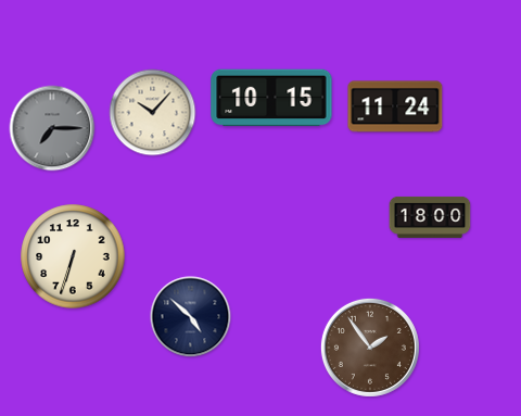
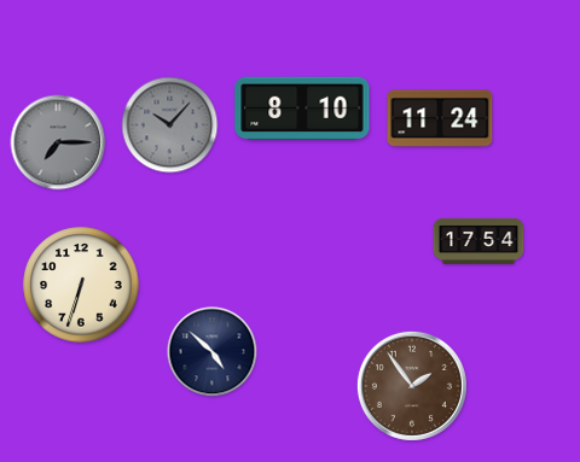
clock at (271, 98): 10:15 -> 8:10
clock at (153, 113) dial: cream -> grey
clock at (430, 217): 18:00 -> 17:54
